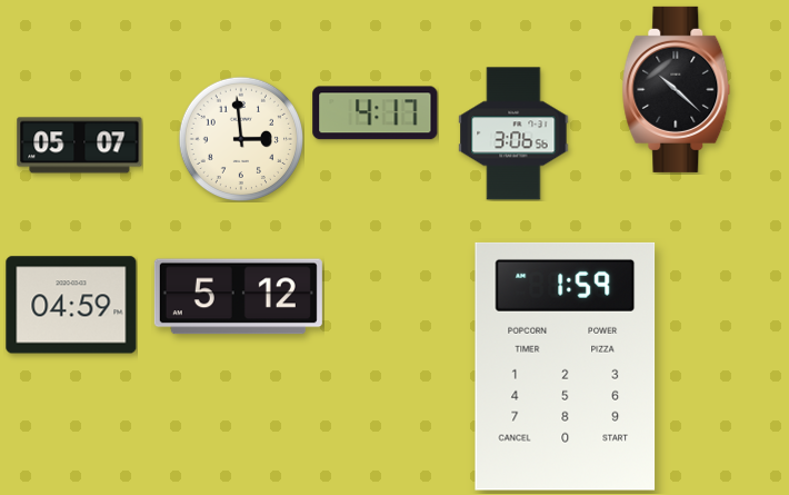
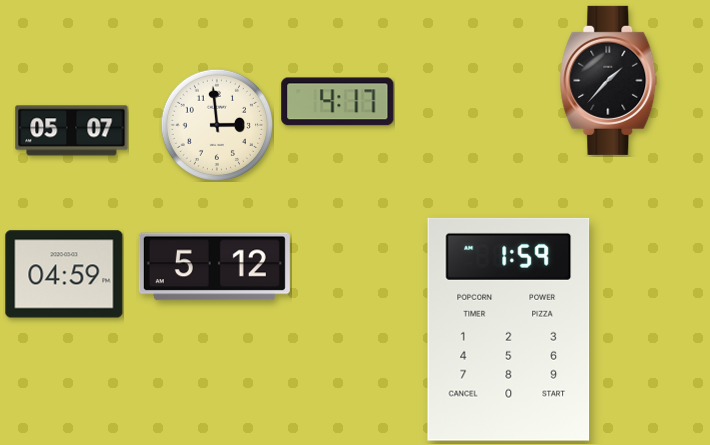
clock at (677, 89): 10:22 -> 1:37
clock at (513, 133): 3:06 -> none
